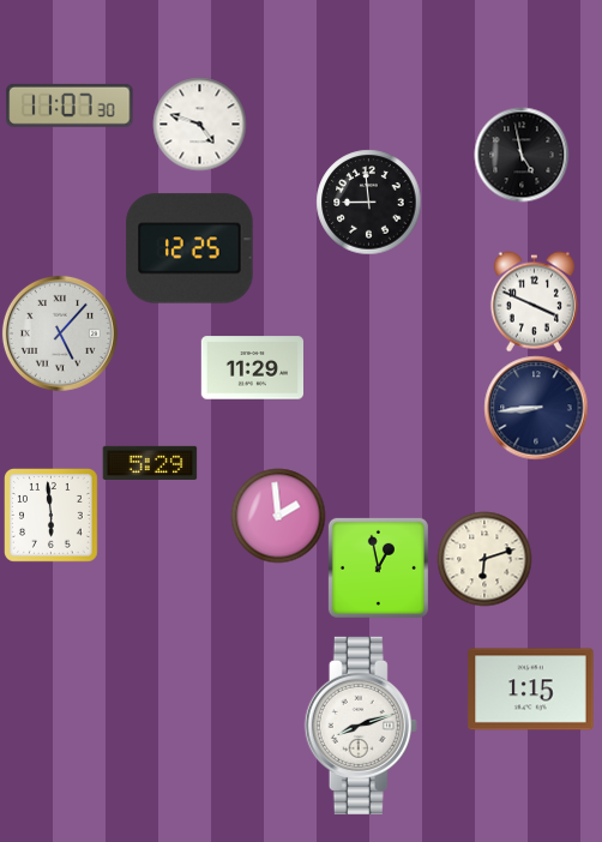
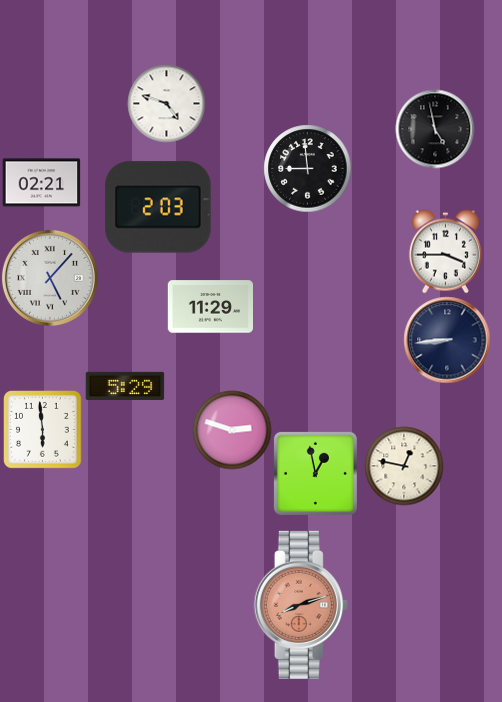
clock at (70, 106): 11:07 -> none
clock at (41, 183): none -> 02:21
clock at (189, 248): 12:25 -> 2:03
clock at (534, 301): 3:49 -> 3:45
clock at (278, 516): 1:59 -> 2:48
clock at (484, 559): 6:12 -> 12:47
clock at (531, 690): 1:15 -> none
clock at (361, 726) dial: white -> salmon
